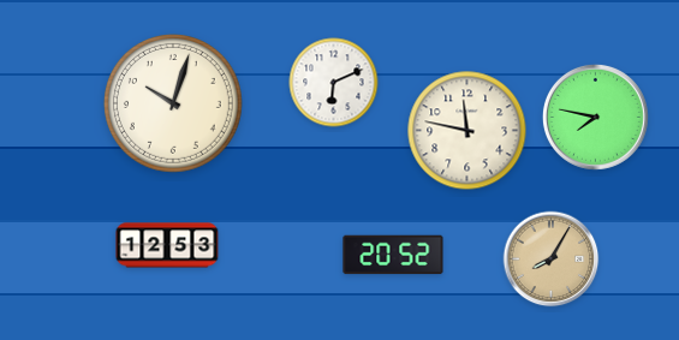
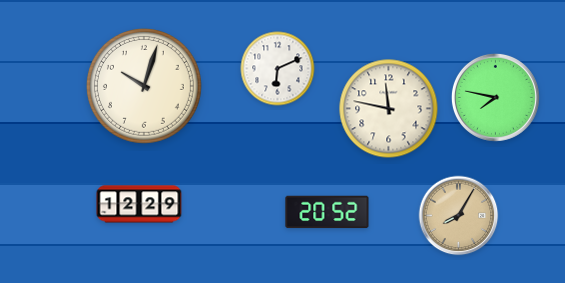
clock at (167, 245): 12:53 -> 12:29
